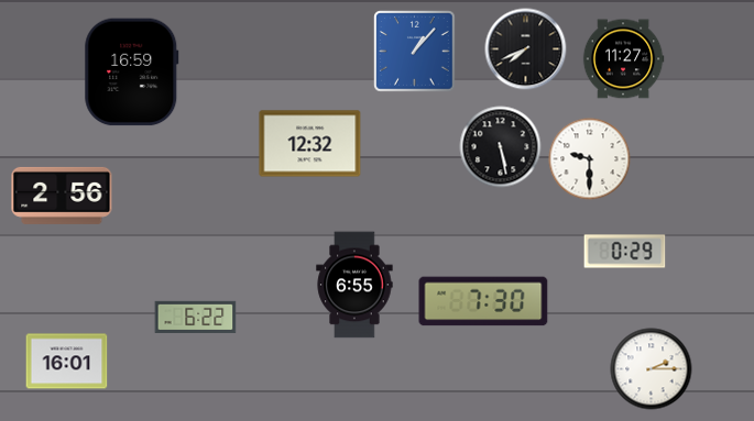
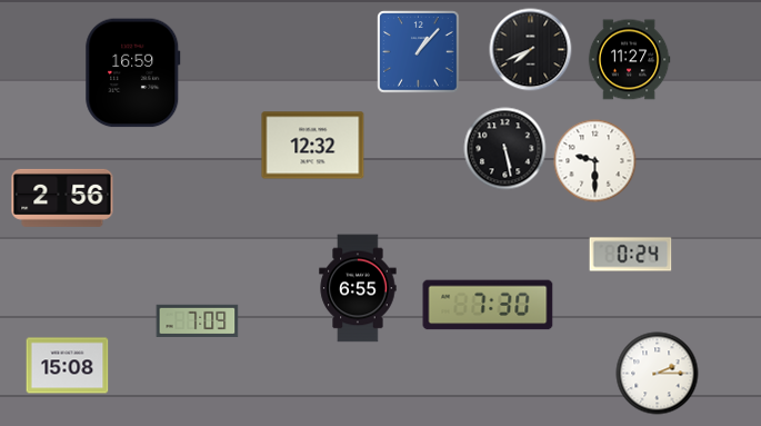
clock at (625, 252): 0:29 -> 0:24
clock at (196, 317): 6:22 -> 7:09
clock at (67, 362): 16:01 -> 15:08
